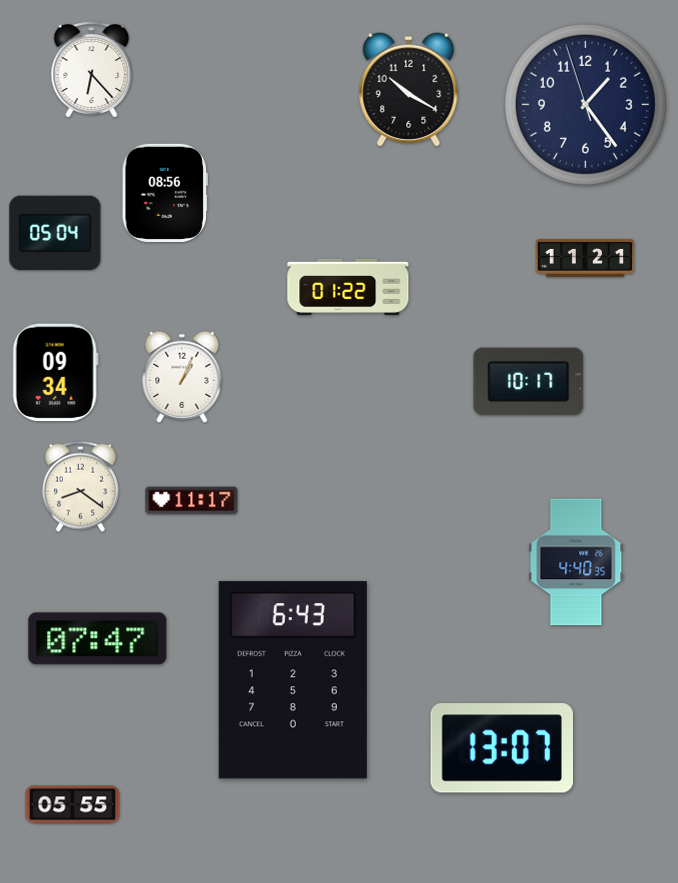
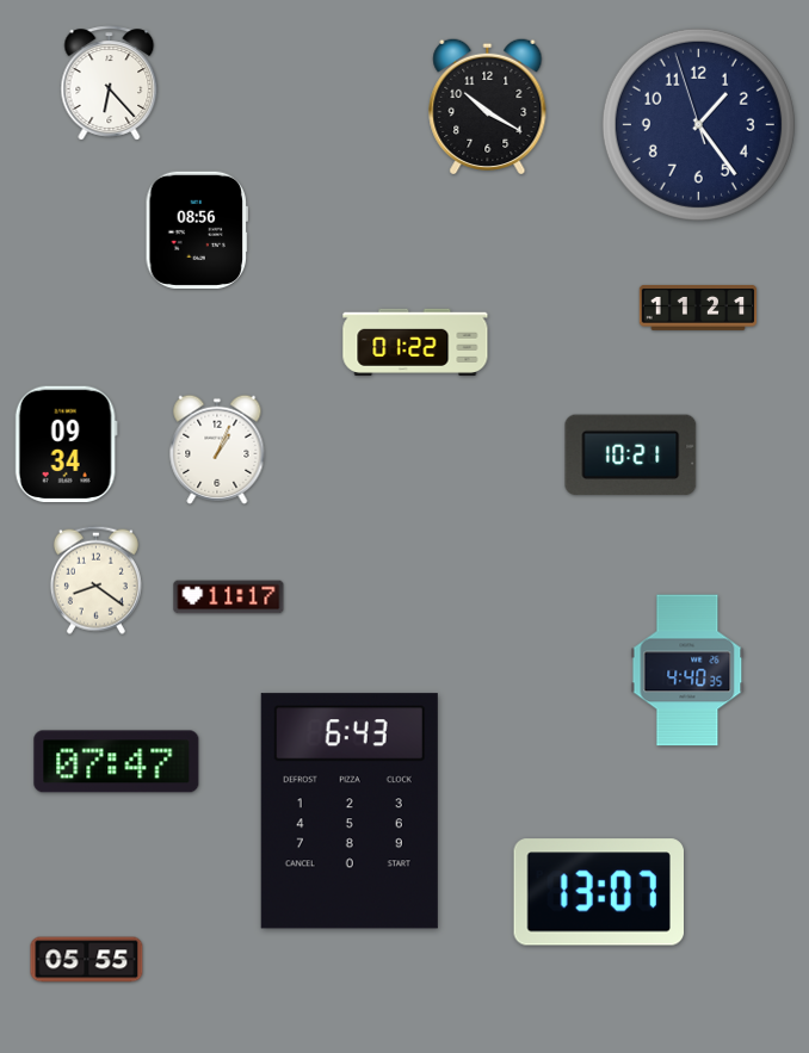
clock at (55, 233): 05:04 -> none
clock at (529, 382): 10:17 -> 10:21
